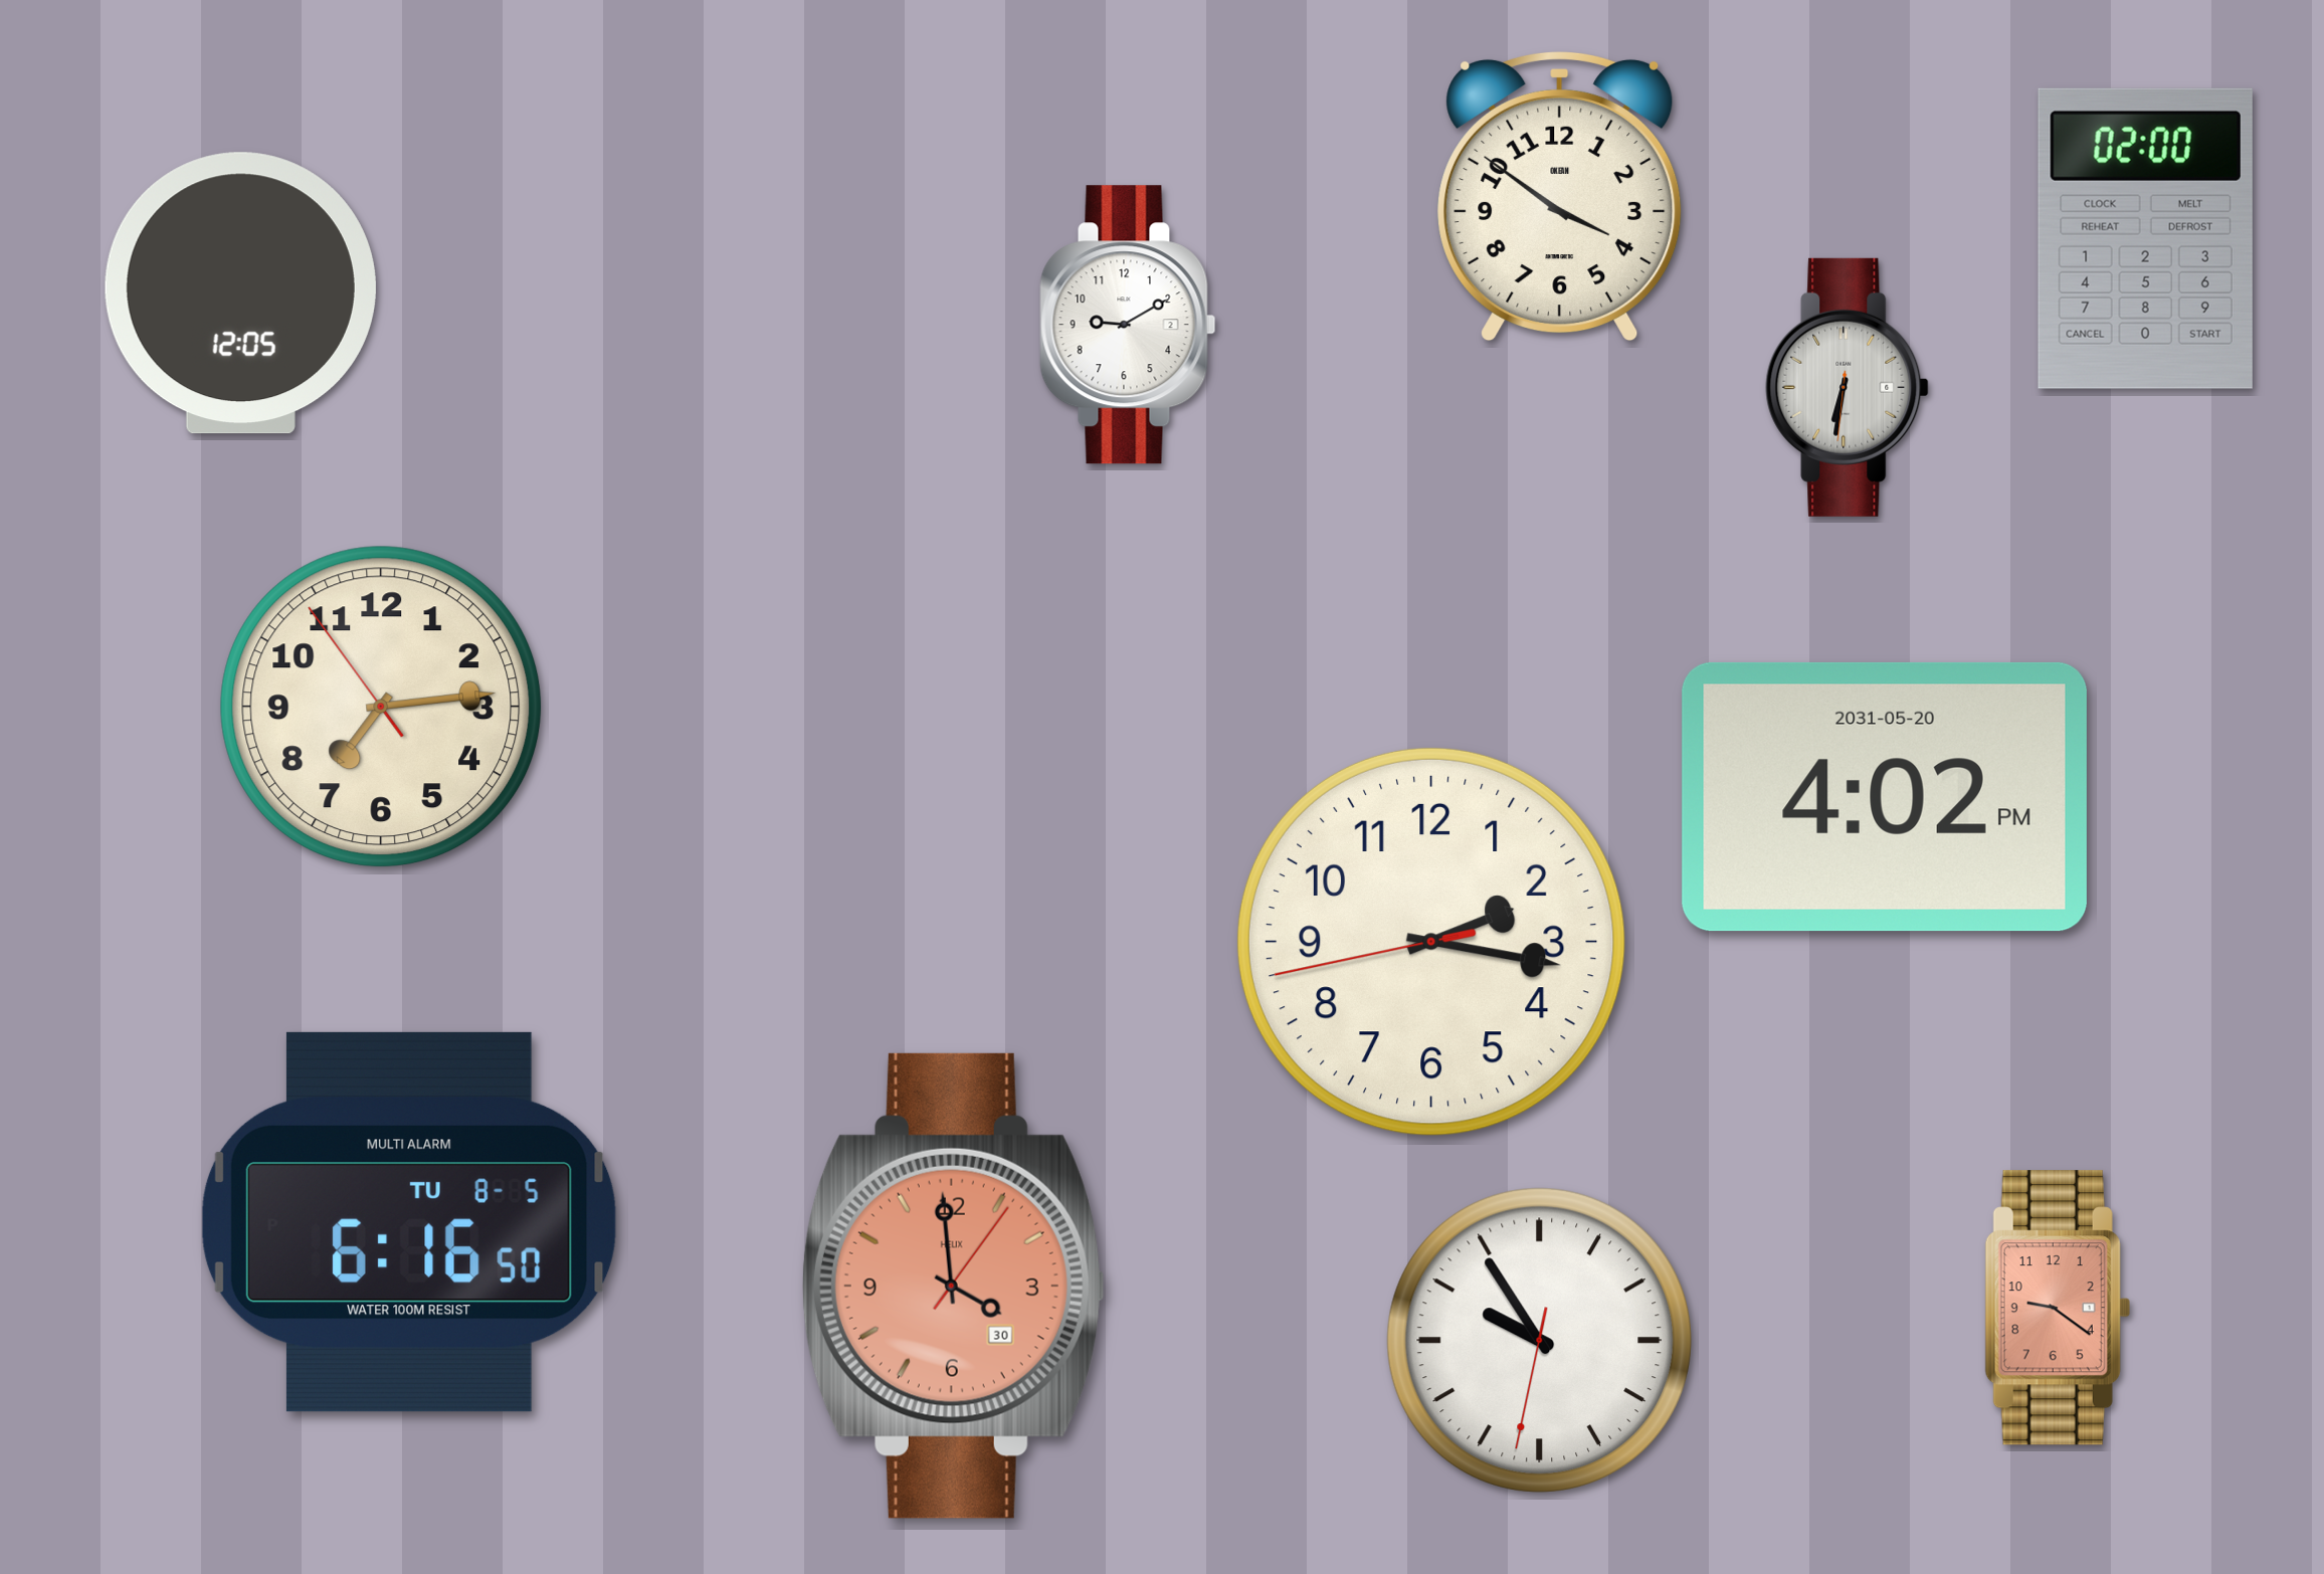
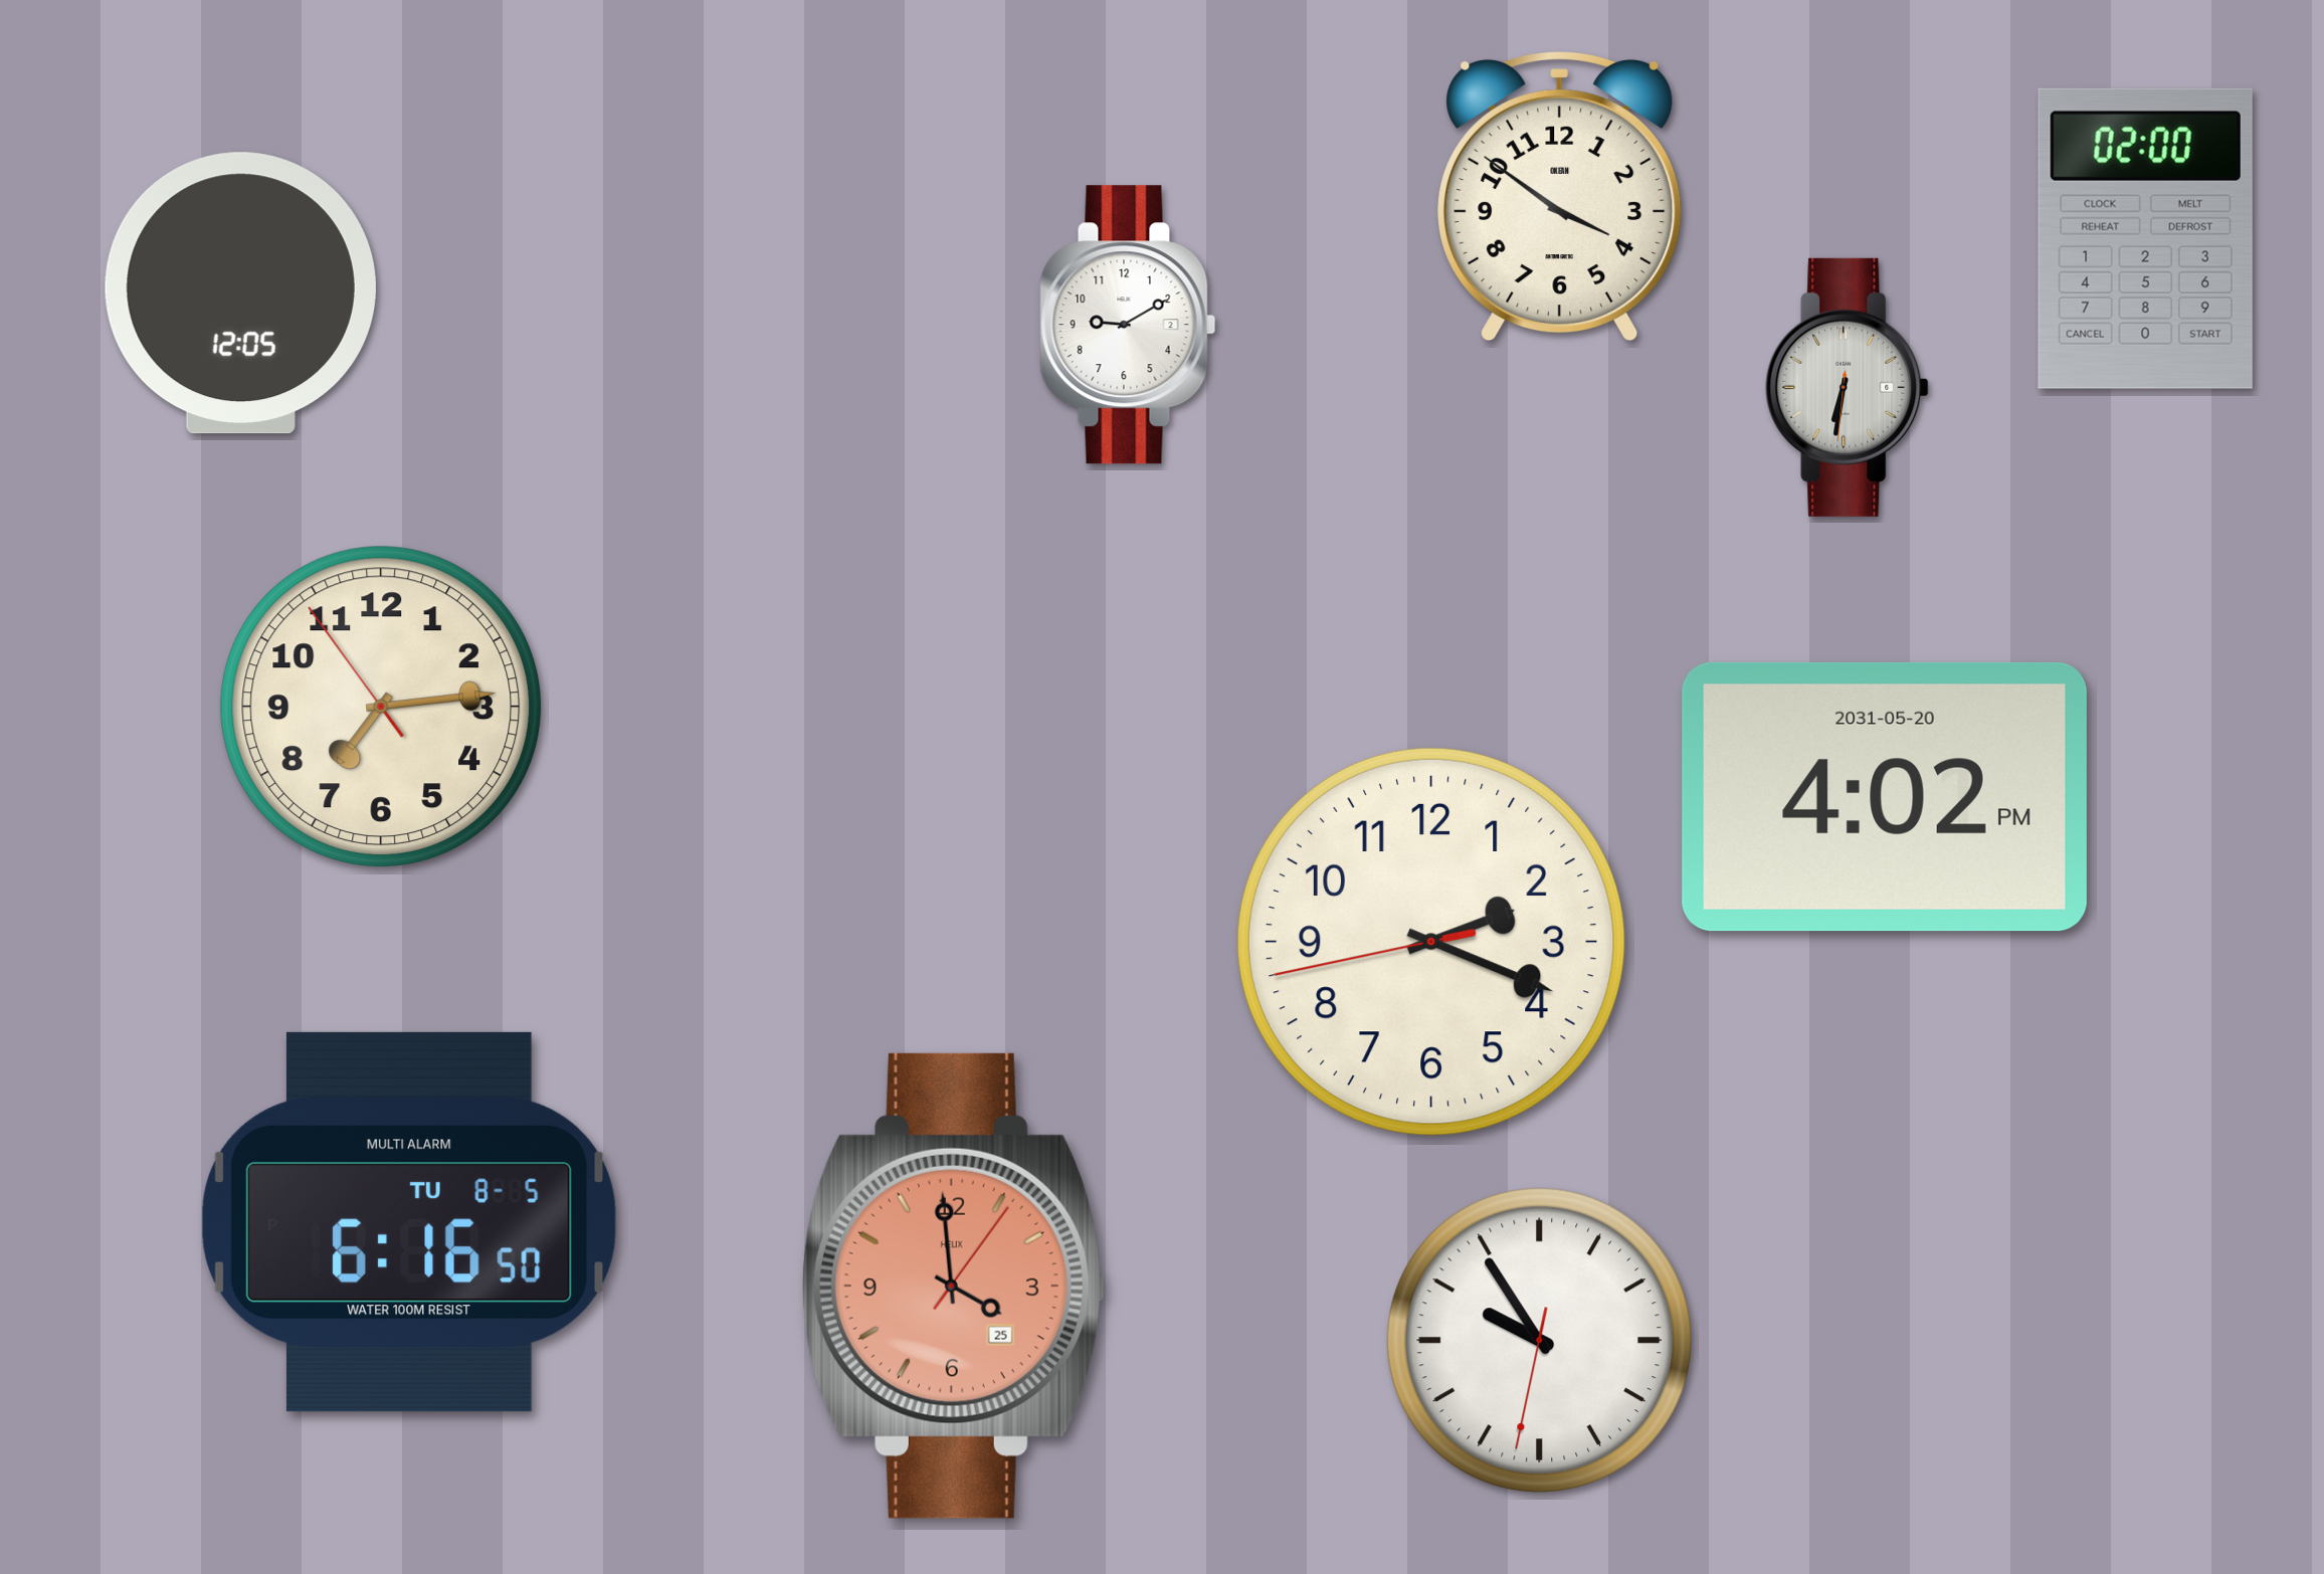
clock at (1431, 942): 2:16 -> 2:18
clock at (953, 1286) date: 30 -> 25
clock at (2058, 1308): 9:21 -> none
